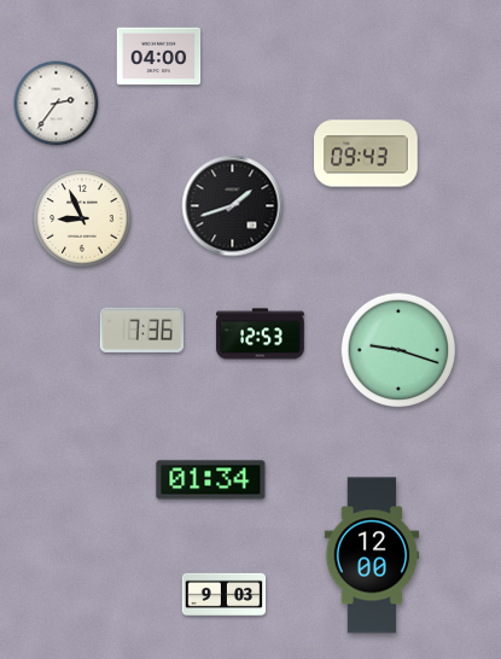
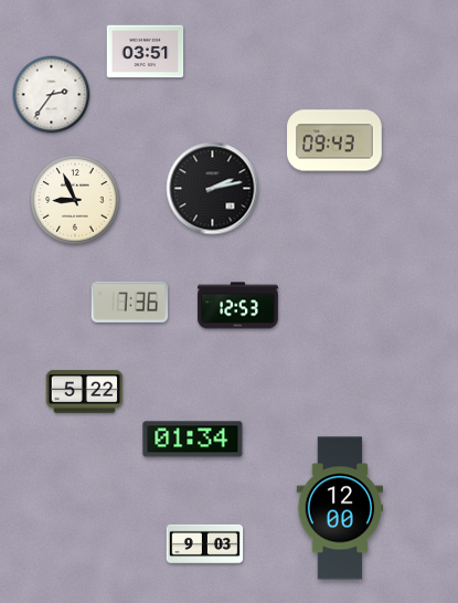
clock at (159, 57): 04:00 -> 03:51
clock at (233, 206): 1:42 -> 2:13
clock at (398, 350): 9:18 -> none
clock at (85, 392): none -> 5:22
